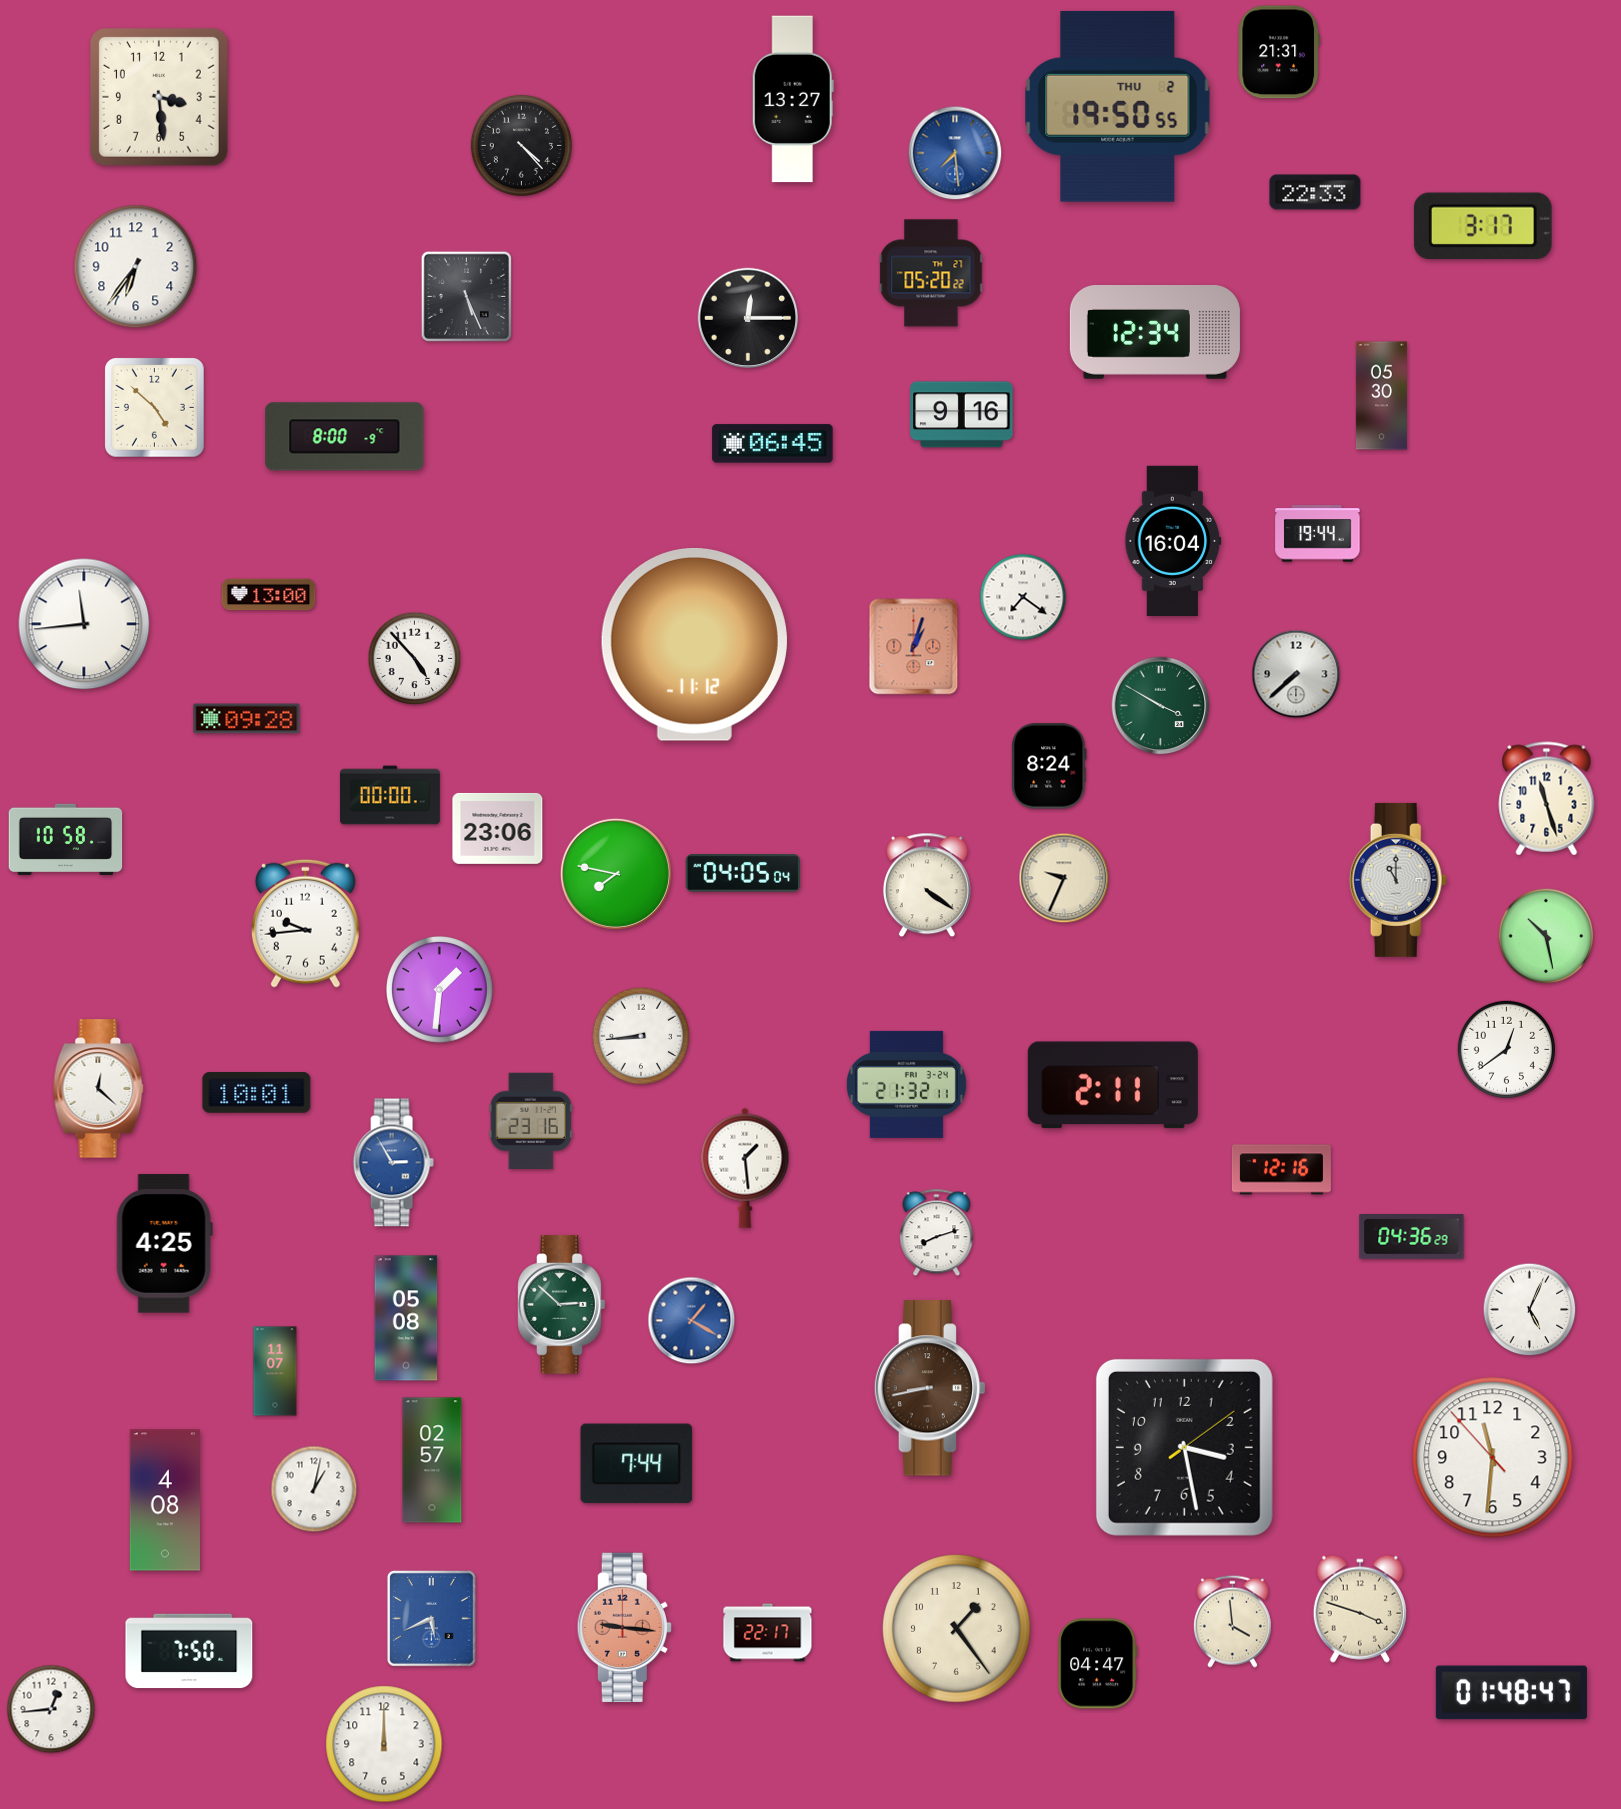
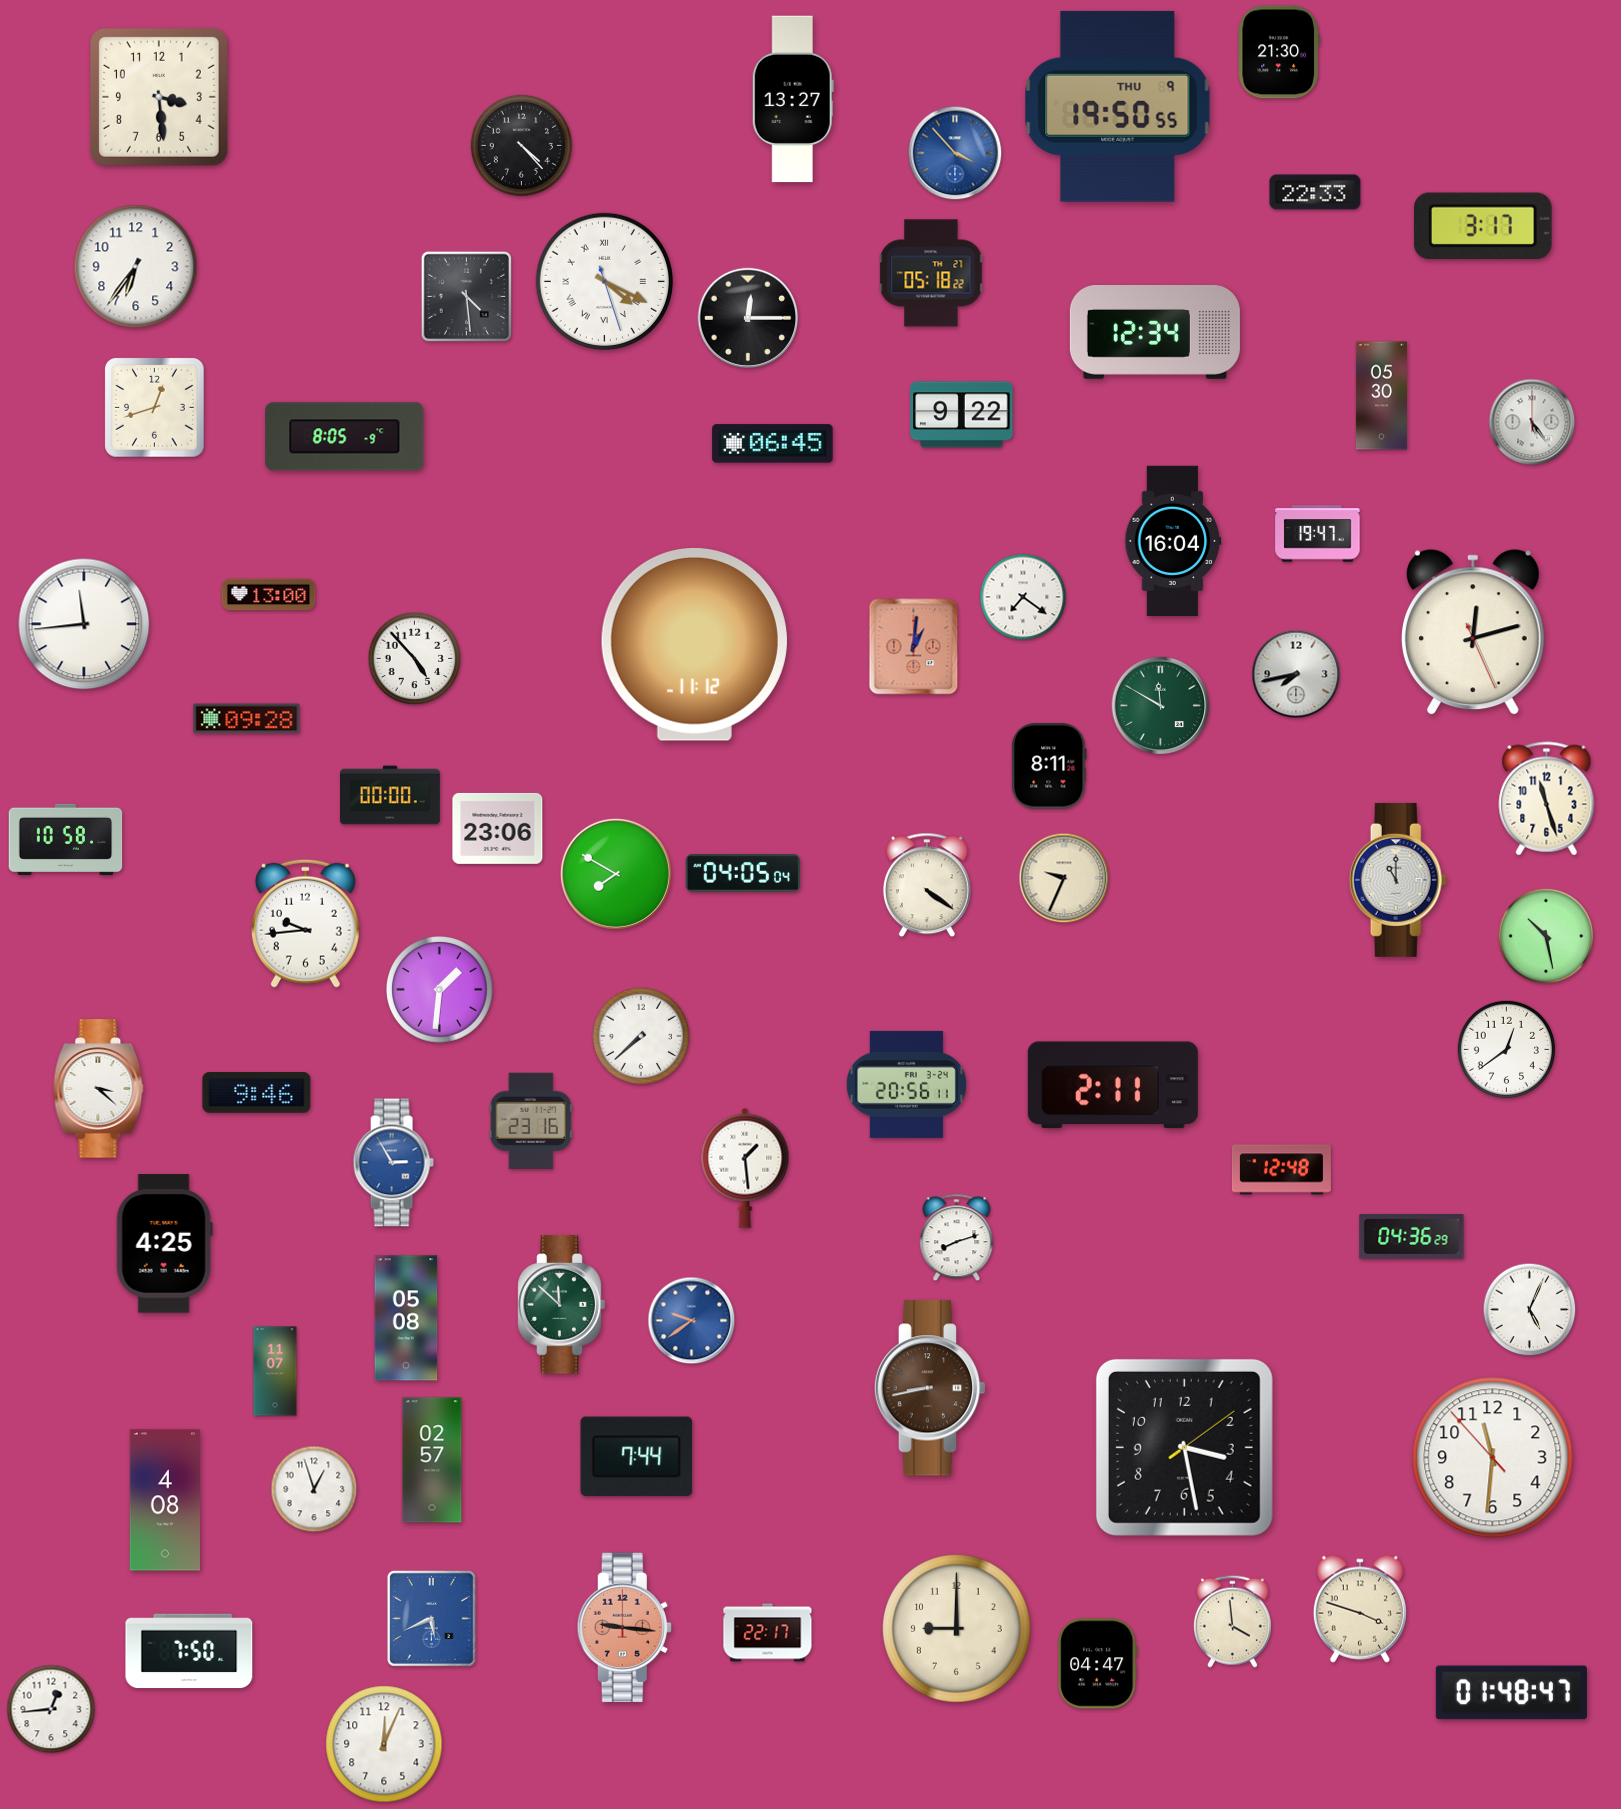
clock at (1278, 52): 21:31 -> 21:30
clock at (1118, 106) date: THU 2 -> THU 9
clock at (955, 153): 7:29 -> 3:53
clock at (931, 273): 05:20 -> 05:18
clock at (604, 281): none -> 4:19
clock at (466, 296): 5:26 -> 4:29
clock at (155, 408): 4:52 -> 12:42
clock at (962, 415): 9:16 -> 9:22
clock at (1532, 422): none -> 5:24
clock at (345, 437): 8:00 -> 8:05
clock at (1318, 534): 19:44 -> 19:47
clock at (1473, 633): none -> 12:12
clock at (914, 647): 1:03 -> 1:01
clock at (1296, 674): 7:38 -> 7:43
clock at (1161, 706): 3:50 -> 11:50
clock at (1049, 766): 8:24 -> 8:11
clock at (616, 874): 7:47 -> 7:50
clock at (641, 1036): 8:44 -> 7:38
clock at (906, 1084): 21:32 -> 20:56
clock at (99, 1089): 12:22 -> 3:22
clock at (257, 1093): 10:01 -> 9:46
clock at (1281, 1170): 12:16 -> 12:48
clock at (937, 1233) position: (937, 1233) -> (957, 1238)
clock at (562, 1305): 2:52 -> 11:52
clock at (692, 1321): 1:20 -> 9:39
clock at (637, 1464) position: (637, 1464) -> (637, 1457)
clock at (314, 1489): 1:02 -> 12:57
clock at (956, 1628): 1:24 -> 9:00
clock at (384, 1744): 12:00 -> 12:04
